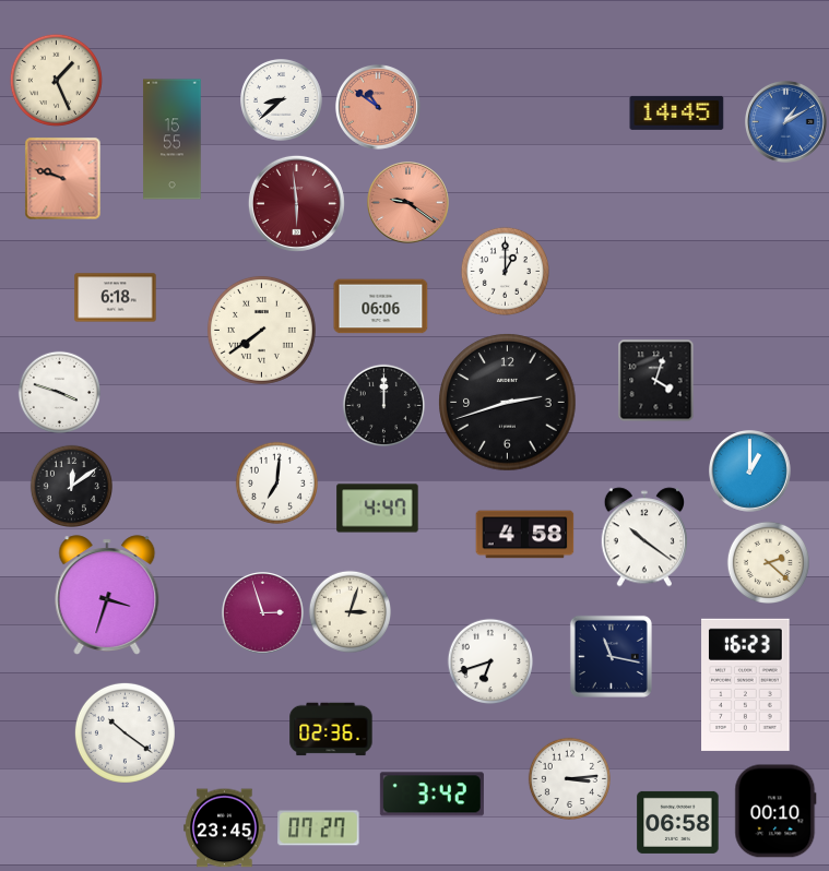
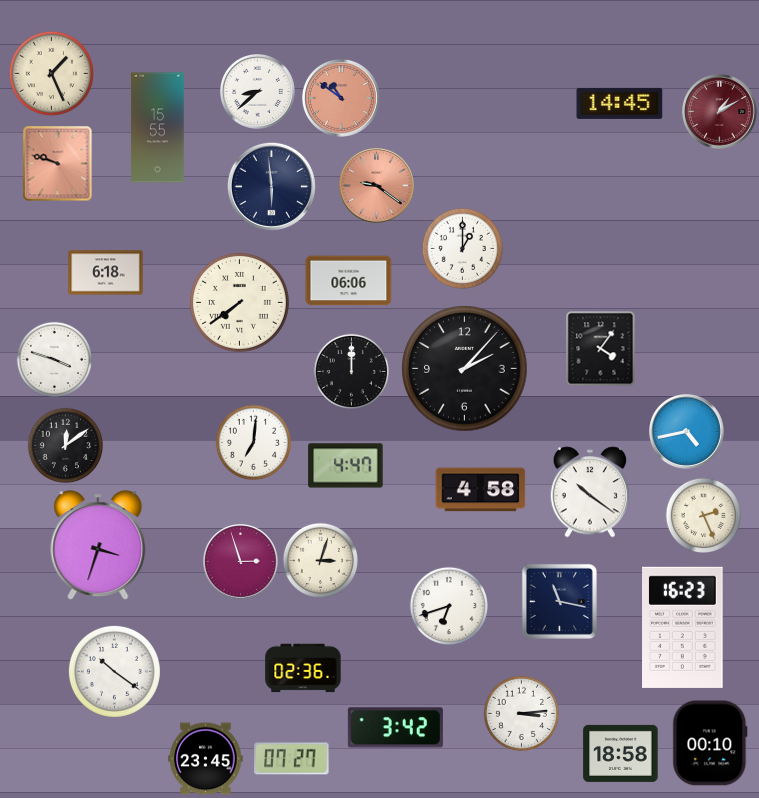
clock at (378, 107) position: (378, 107) -> (341, 98)
clock at (786, 122) dial: blue -> burgundy
clock at (296, 203) dial: burgundy -> navy
clock at (408, 203) position: (408, 203) -> (377, 186)
clock at (656, 381): 4:03 -> 4:06
clock at (508, 403): 2:42 -> 2:07
clock at (750, 472): 1:00 -> 4:43
clock at (768, 562): 2:22 -> 2:26
clock at (678, 822): 06:58 -> 18:58
